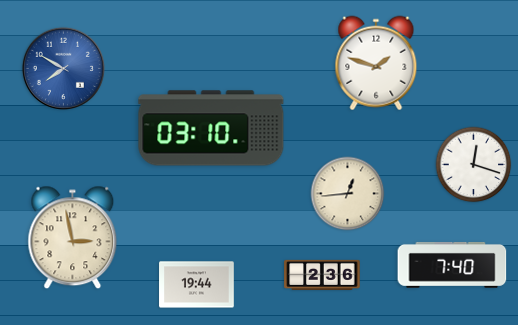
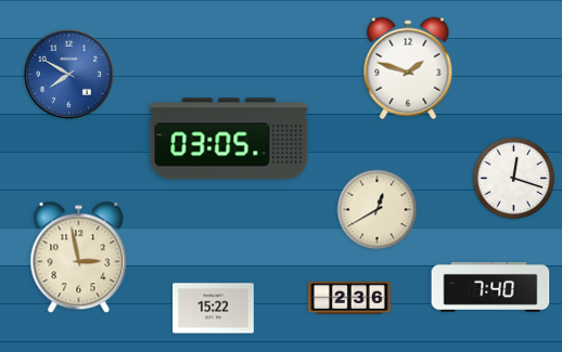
clock at (211, 128): 03:10 -> 03:05
clock at (348, 194): 12:44 -> 12:40
clock at (197, 285): 19:44 -> 15:22
